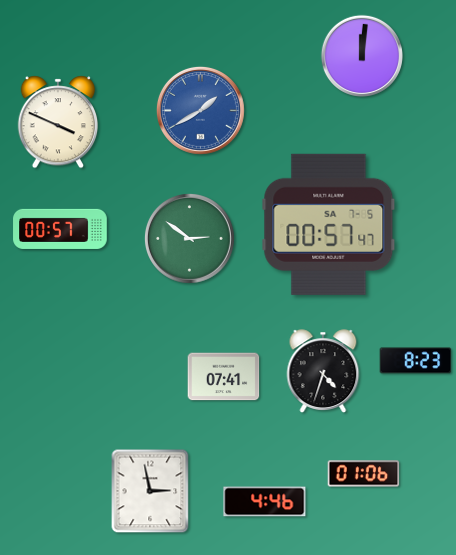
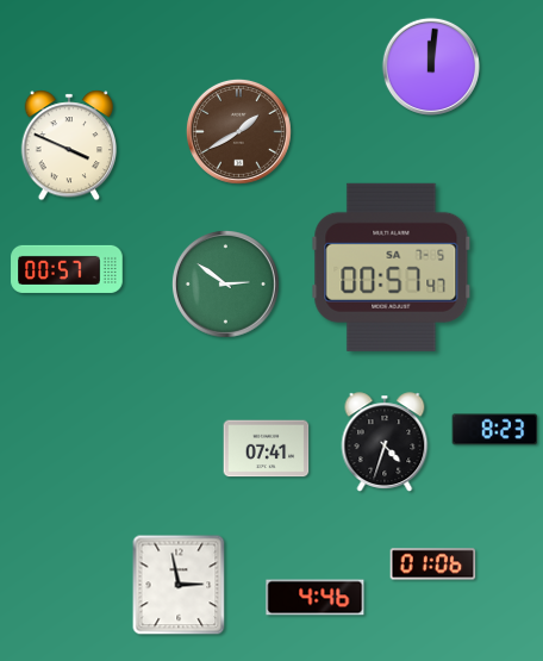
clock at (200, 110) dial: blue -> brown
clock at (60, 229) position: (60, 229) -> (67, 269)
